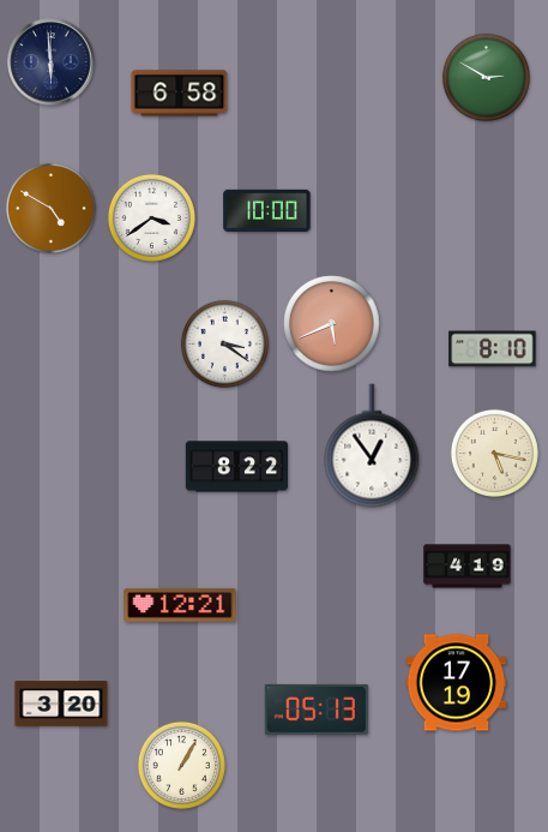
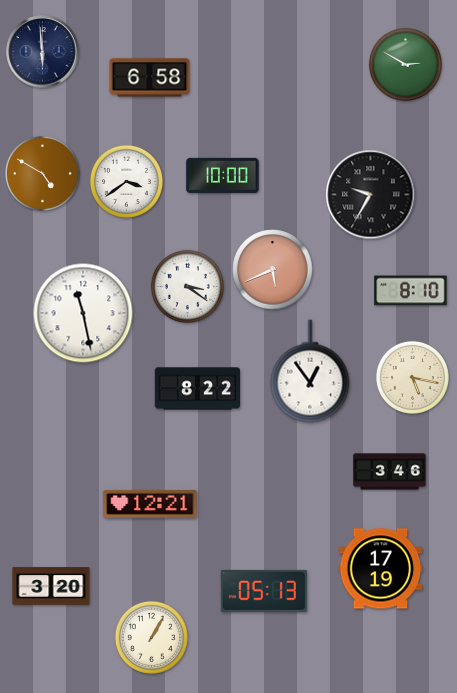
clock at (371, 195): none -> 9:35
clock at (332, 324) position: (332, 324) -> (273, 270)
clock at (83, 313): none -> 11:28
clock at (468, 567): 4:19 -> 3:46
